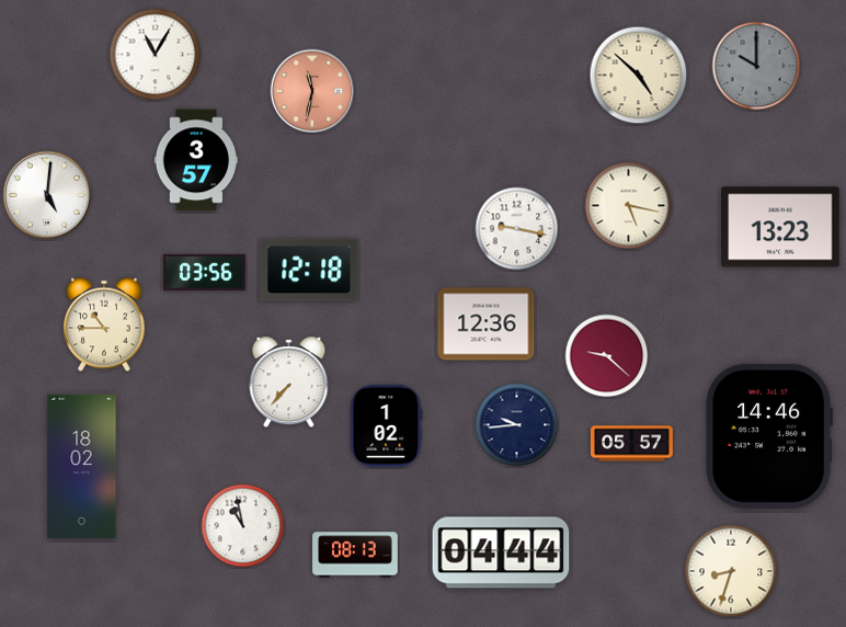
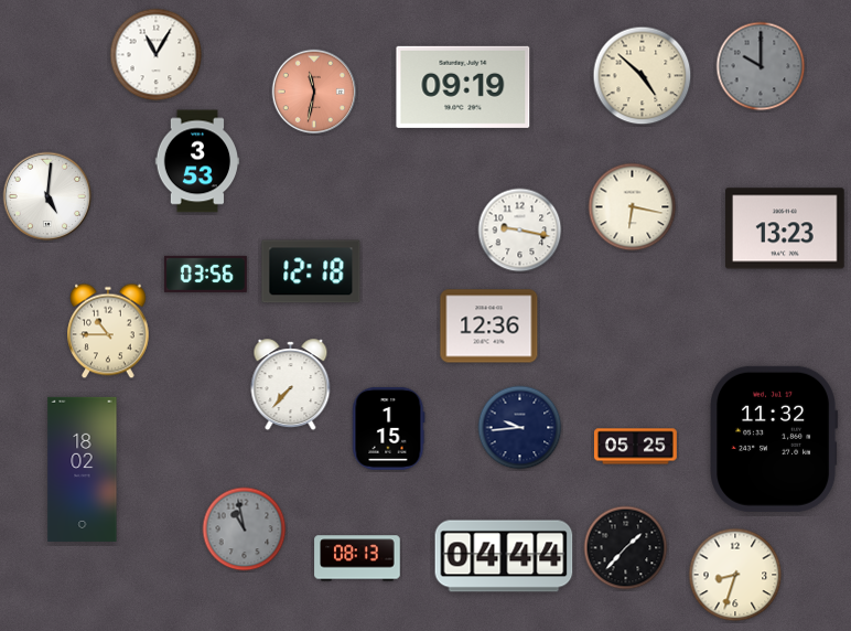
clock at (463, 87): none -> 09:19
clock at (196, 160): 3:57 -> 3:53
clock at (629, 206): 5:17 -> 6:17
clock at (104, 324) position: (104, 324) -> (108, 331)
clock at (607, 356): 9:22 -> none
clock at (387, 425): 1:02 -> 1:15
clock at (770, 436): 14:46 -> 11:32
clock at (631, 444): 05:57 -> 05:25
clock at (243, 526) dial: white -> grey
clock at (626, 548): none -> 1:37
